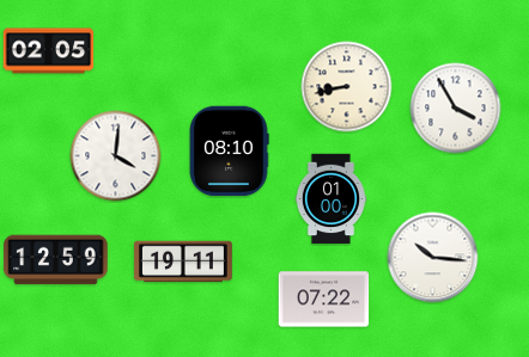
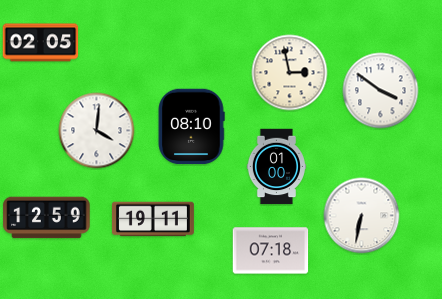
clock at (347, 87): 8:43 -> 2:58
clock at (456, 109): 3:55 -> 3:51
clock at (433, 258): 10:16 -> 6:32
clock at (324, 300): 07:22 -> 07:18
